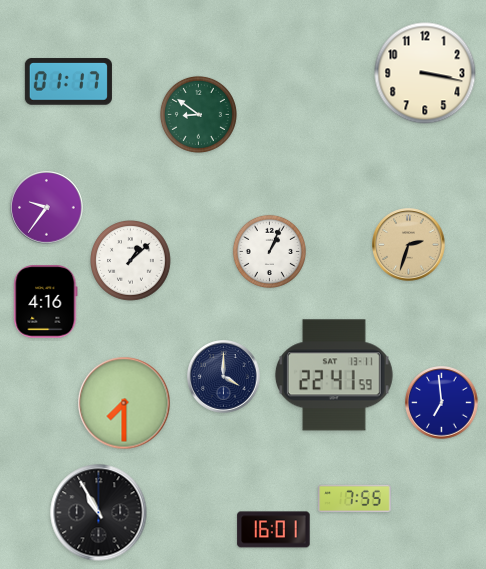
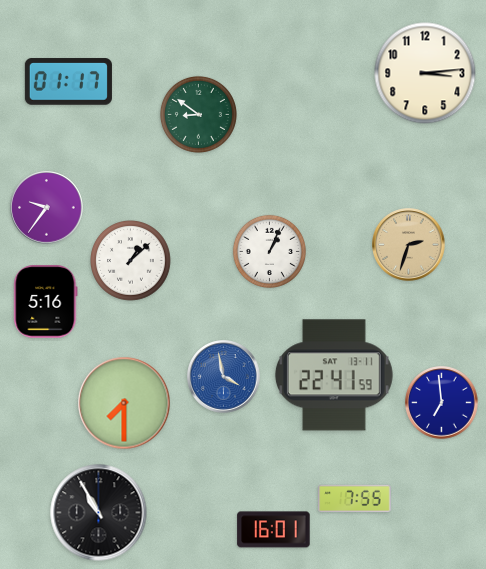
clock at (425, 73): 3:17 -> 3:14
clock at (46, 302): 4:16 -> 5:16
clock at (224, 377): 4:00 -> 3:58
clock at (224, 377) dial: navy -> blue
